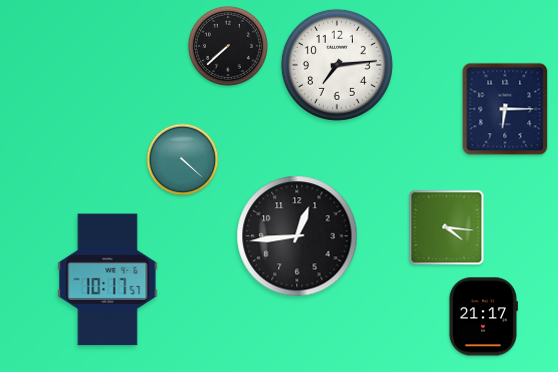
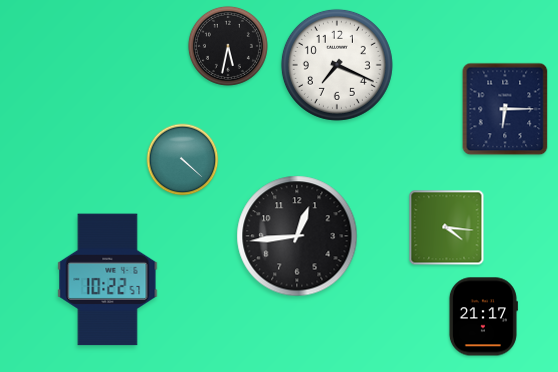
clock at (228, 46): 7:38 -> 5:32
clock at (337, 65): 7:14 -> 7:19
clock at (108, 280): 10:17 -> 10:22
